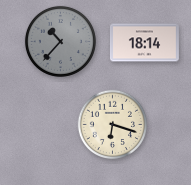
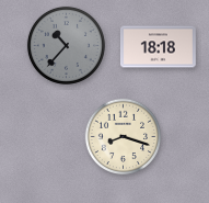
clock at (144, 43): 18:14 -> 18:18
clock at (112, 124): 6:18 -> 8:18
